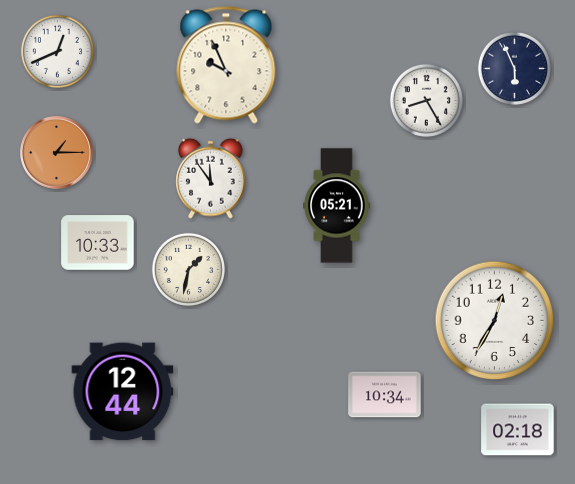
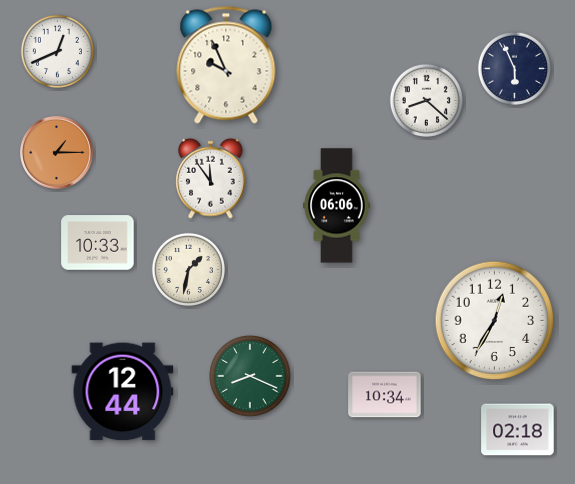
clock at (426, 100): 8:25 -> 8:22
clock at (337, 206): 05:21 -> 06:06
clock at (250, 376): none -> 8:19
